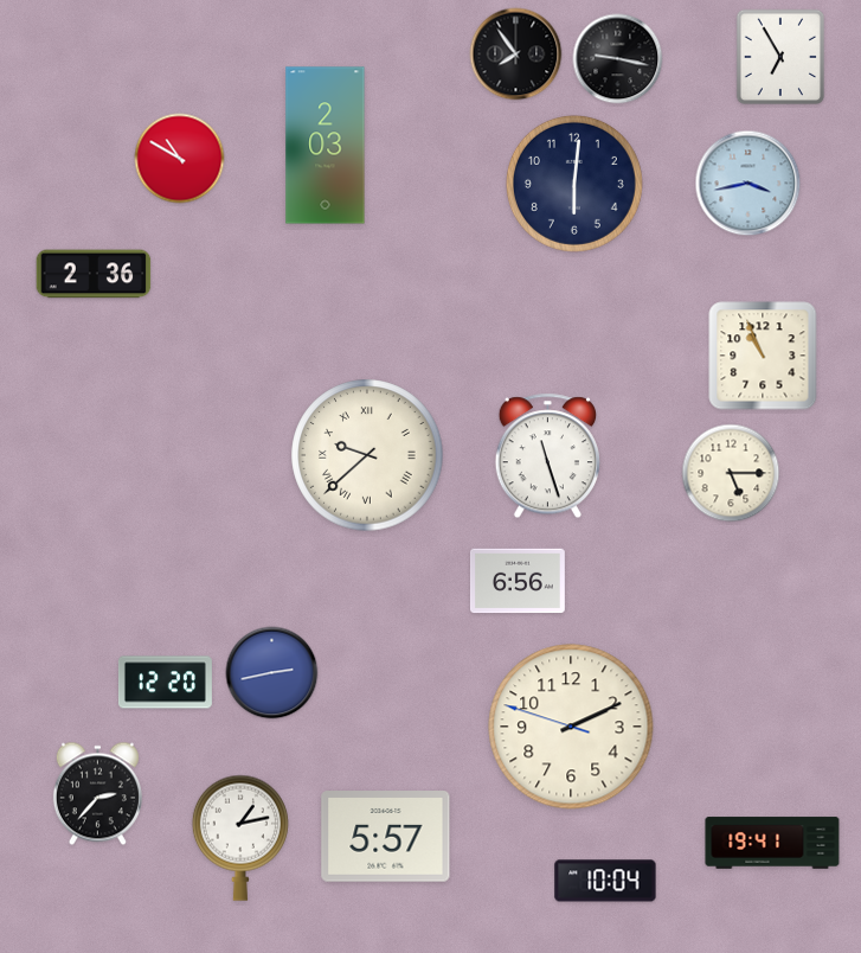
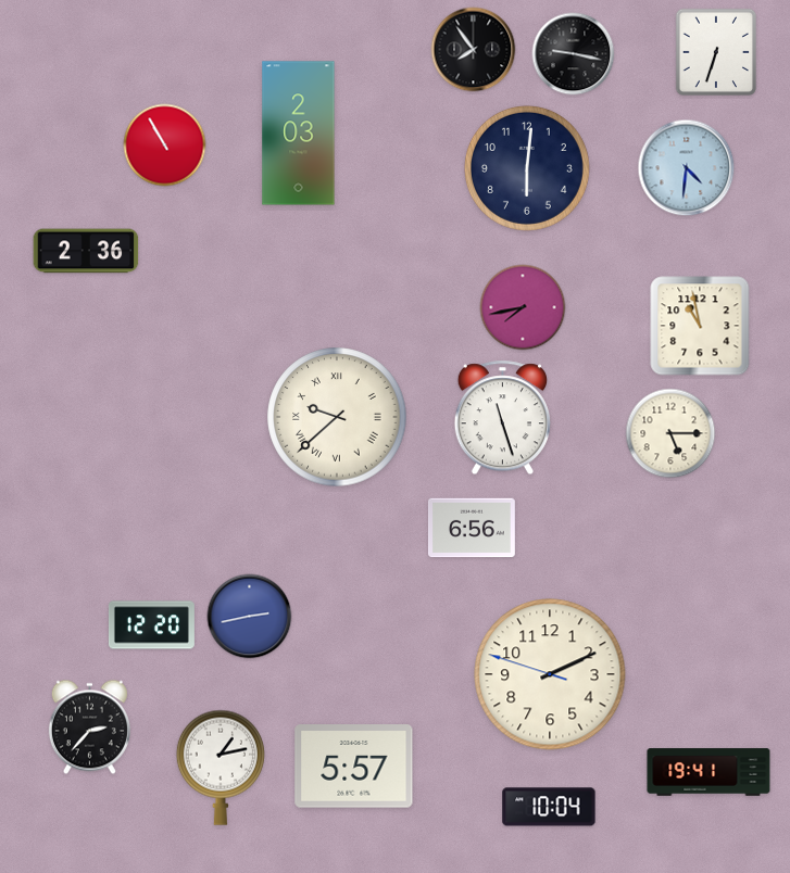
clock at (780, 57): 6:55 -> 6:33
clock at (618, 59) position: (618, 59) -> (574, 54)
clock at (180, 159): 10:50 -> 10:55
clock at (748, 184): 3:43 -> 4:31
clock at (523, 307): none -> 7:43
clock at (763, 356): 10:56 -> 10:58
clock at (518, 581) position: (518, 581) -> (472, 528)
clock at (571, 727) position: (571, 727) -> (550, 674)
clock at (605, 881) position: (605, 881) -> (549, 807)
